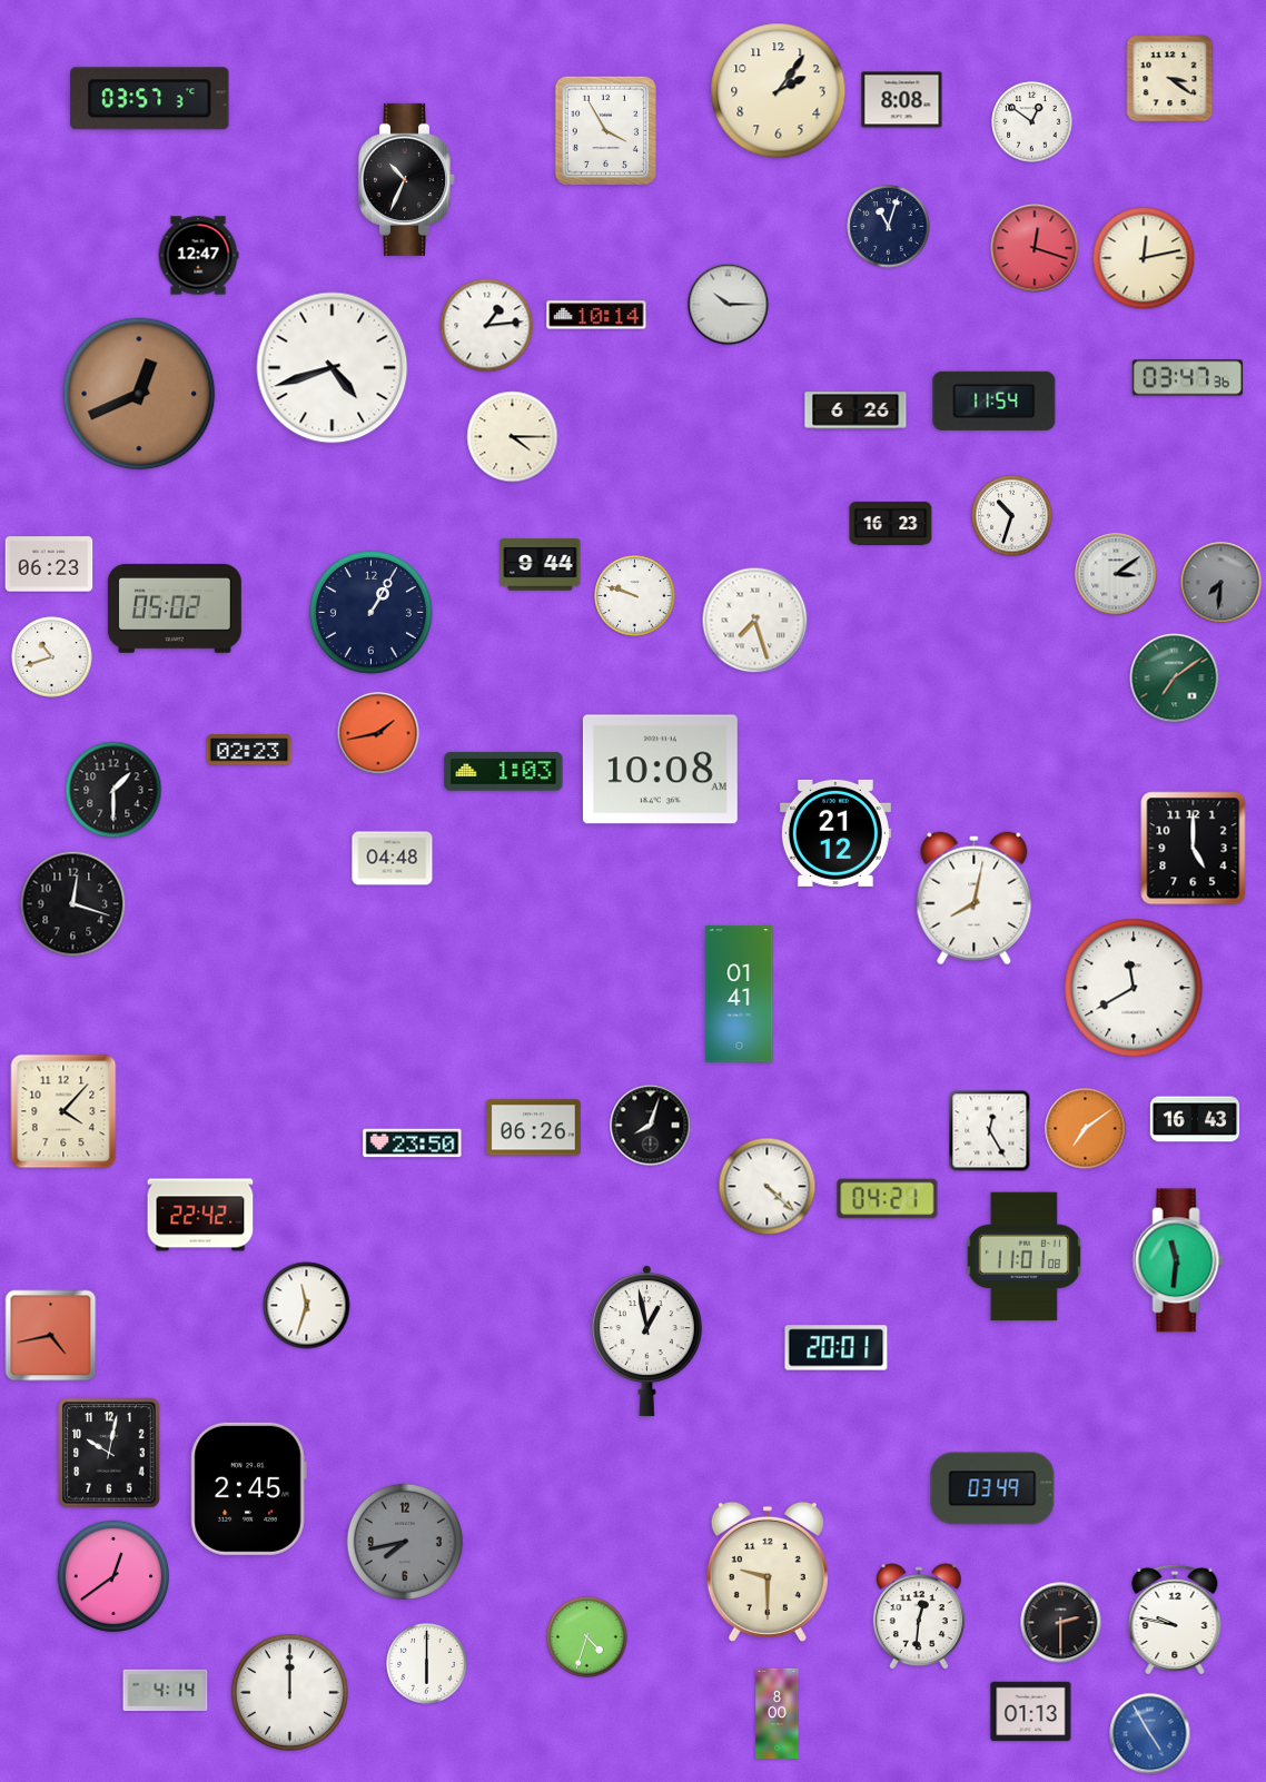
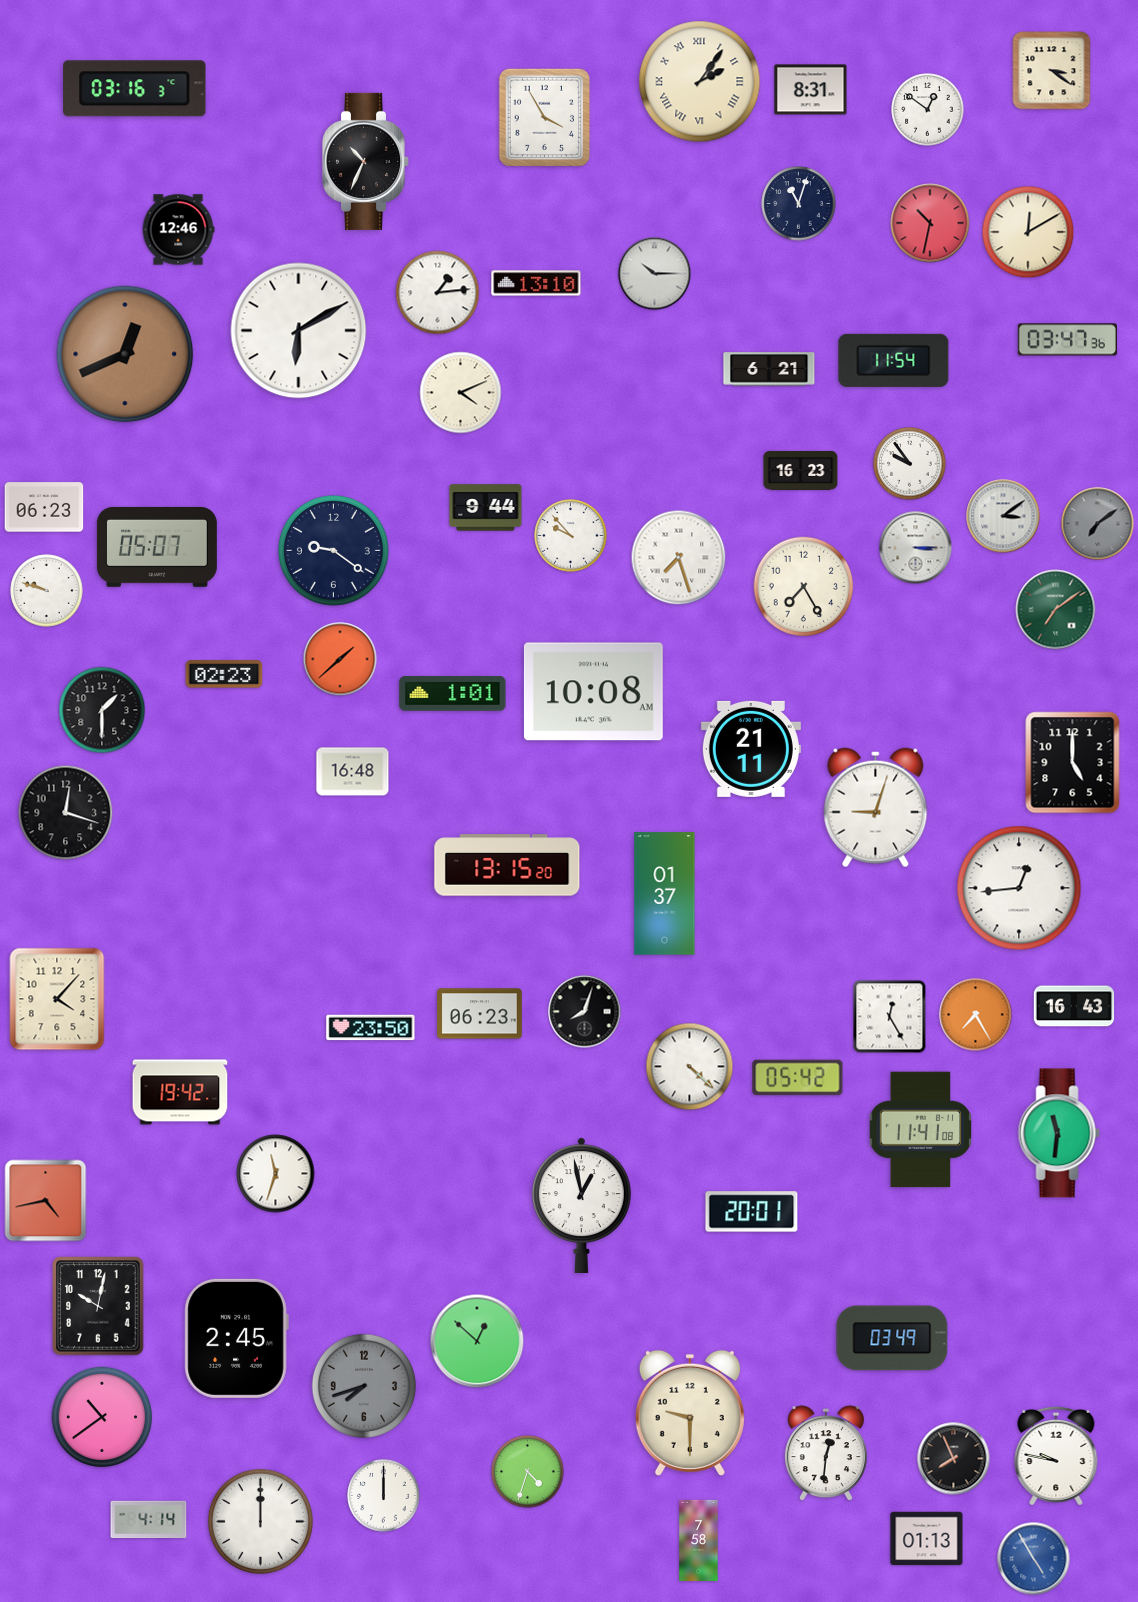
clock at (779, 91) numerals: Arabic -> Roman
clock at (150, 99): 03:57 -> 03:16
clock at (902, 100): 8:08 -> 8:31
clock at (1035, 248): 12:18 -> 10:32
clock at (198, 256): 12:47 -> 12:46
clock at (1144, 258): 12:13 -> 12:10
clock at (596, 315): 10:14 -> 13:10
clock at (333, 368): 4:42 -> 6:10
clock at (855, 410): 6:26 -> 6:21
clock at (513, 437): 4:15 -> 4:11
clock at (1012, 516): 10:33 -> 9:54
clock at (1222, 583): 7:31 -> 7:09
clock at (635, 596): 9:48 -> 9:53
clock at (175, 608): 05:02 -> 05:07
clock at (916, 548): none -> 3:15
clock at (370, 612): 1:05 -> 9:21
clock at (804, 587): none -> 7:25
clock at (52, 657): 10:42 -> 9:48
clock at (378, 733): 1:43 -> 1:38
clock at (504, 772): 1:03 -> 1:01
clock at (835, 833): 21:12 -> 21:11
clock at (393, 859): 04:48 -> 16:48
clock at (975, 899): 8:02 -> 9:03
clock at (507, 865): none -> 13:15
clock at (1134, 988): 11:40 -> 12:44
clock at (740, 994): 01:41 -> 01:37
clock at (534, 1128): 06:26 -> 06:23
clock at (1086, 1129): 7:09 -> 7:25
clock at (888, 1199): 04:21 -> 05:42
clock at (200, 1215): 22:42 -> 19:42
clock at (1025, 1257): 11:01 -> 11:41
clock at (248, 1488) position: (248, 1488) -> (236, 1338)
clock at (477, 1341): none -> 12:52
clock at (405, 1542): 7:43 -> 7:42
clock at (113, 1576): 12:39 -> 10:39
clock at (1061, 1623): 2:30 -> 7:56
clock at (427, 1664): 6:00 -> 12:00
clock at (778, 1713): 8:00 -> 7:58
